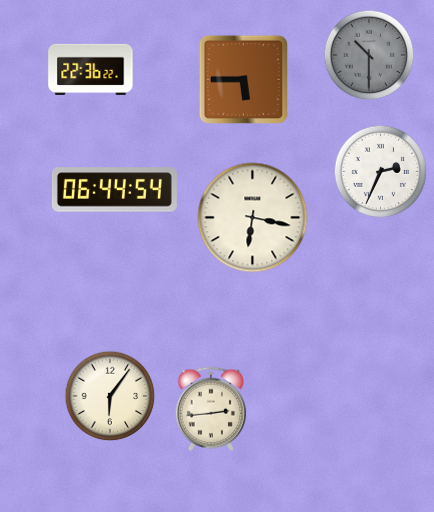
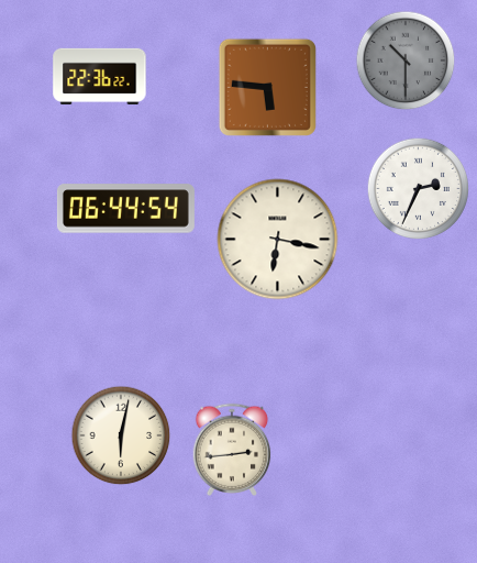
clock at (243, 79): 5:45 -> 5:46
clock at (110, 396): 6:06 -> 6:02
